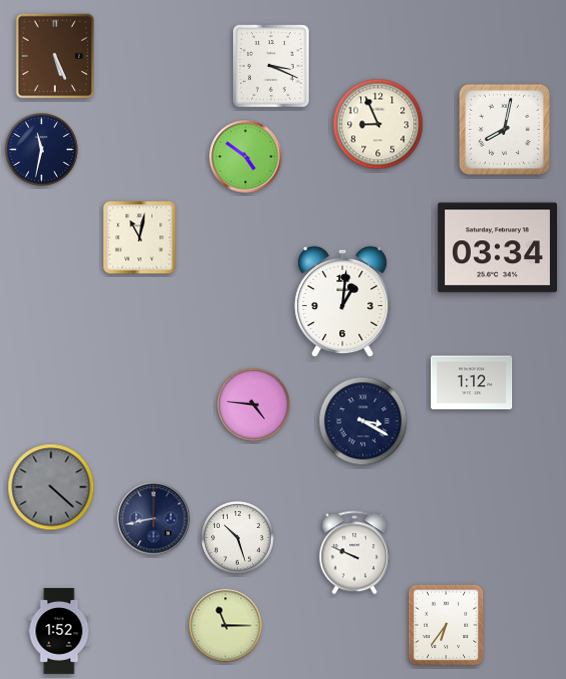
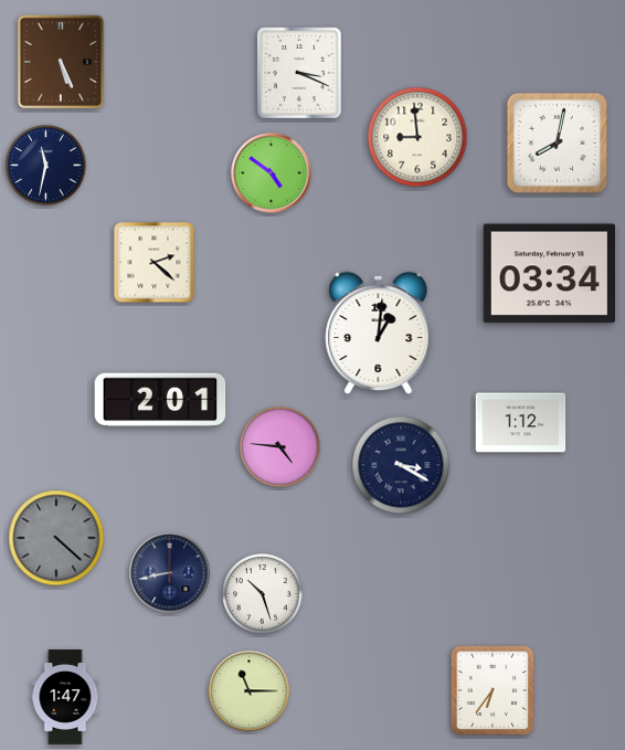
clock at (378, 124): 8:56 -> 8:59
clock at (140, 238): 11:02 -> 2:22
clock at (160, 400): none -> 2:01
clock at (355, 553): 9:49 -> none
clock at (59, 631): 1:52 -> 1:47
